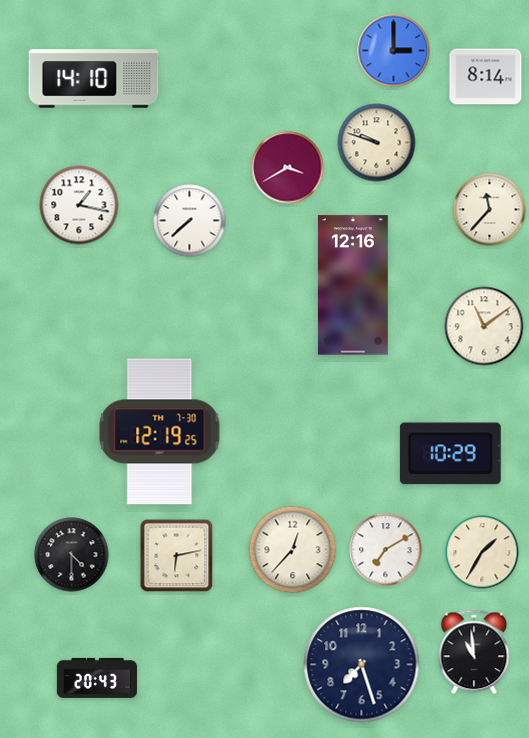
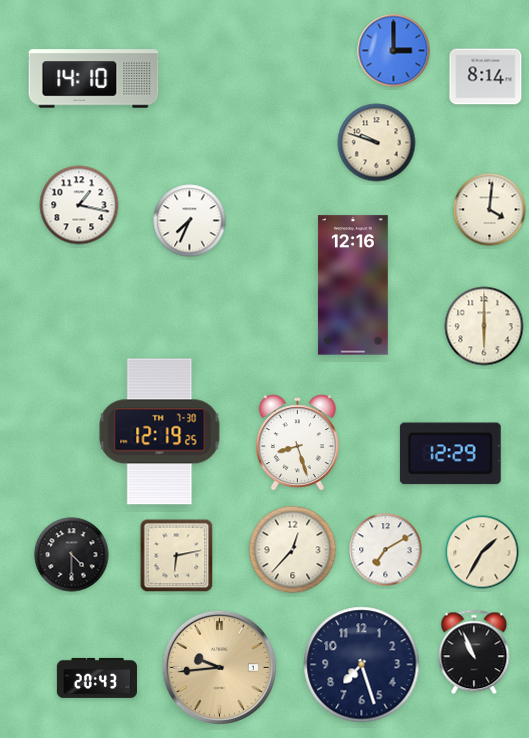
clock at (288, 168): 3:40 -> none
clock at (490, 210): 11:37 -> 4:01
clock at (190, 221): 7:38 -> 7:34
clock at (484, 326): 11:09 -> 6:00
clock at (297, 443): none -> 8:27
clock at (450, 454): 10:29 -> 12:29
clock at (474, 652): 10:59 -> 10:56
clock at (219, 667): none -> 9:44
